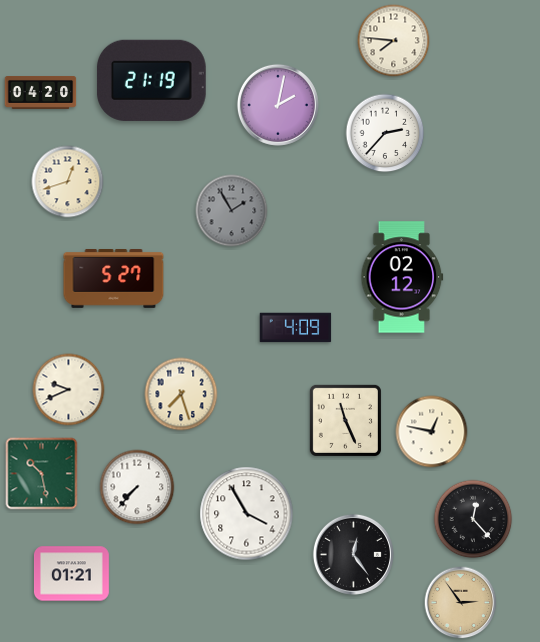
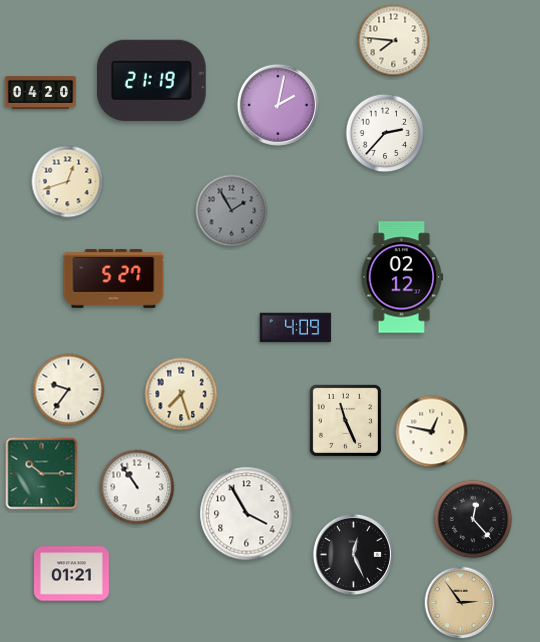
clock at (69, 390): 9:41 -> 9:36
clock at (42, 474): 10:28 -> 10:15
clock at (137, 487): 7:37 -> 10:54
clock at (353, 554): 12:24 -> 12:26
